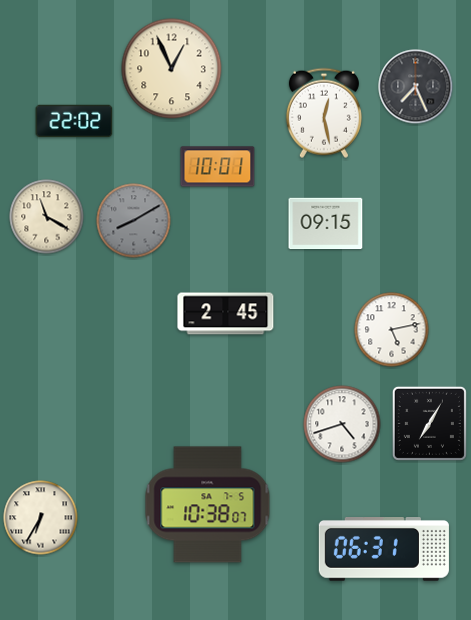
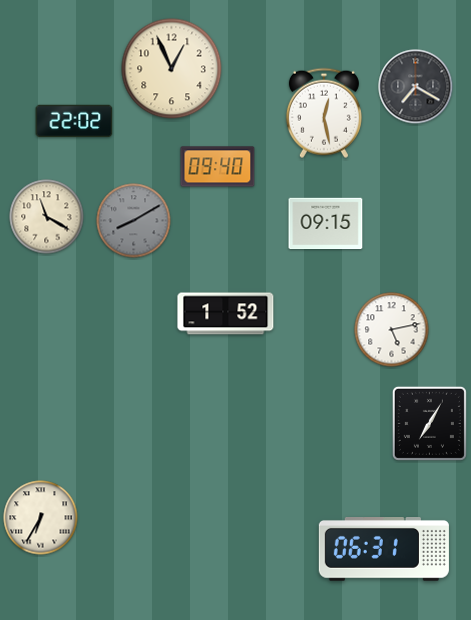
clock at (416, 87): 7:26 -> 7:20
clock at (218, 167): 10:01 -> 09:40
clock at (226, 314): 2:45 -> 1:52
clock at (342, 424): 4:42 -> none
clock at (208, 505): 10:38 -> none
